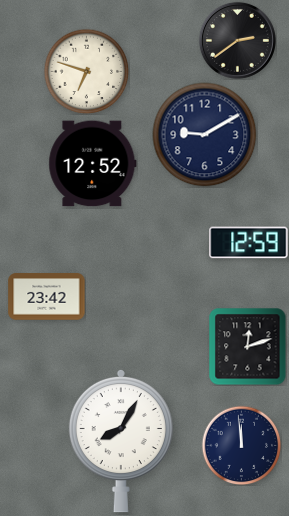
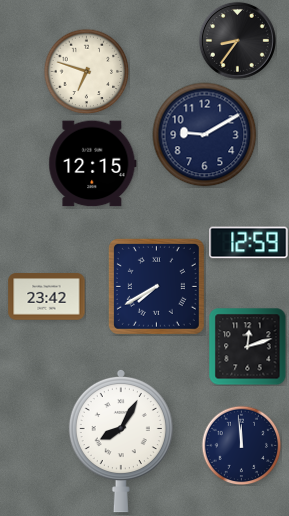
clock at (237, 40): 2:39 -> 8:36
clock at (93, 164): 12:52 -> 12:15
clock at (156, 286): none -> 7:40
